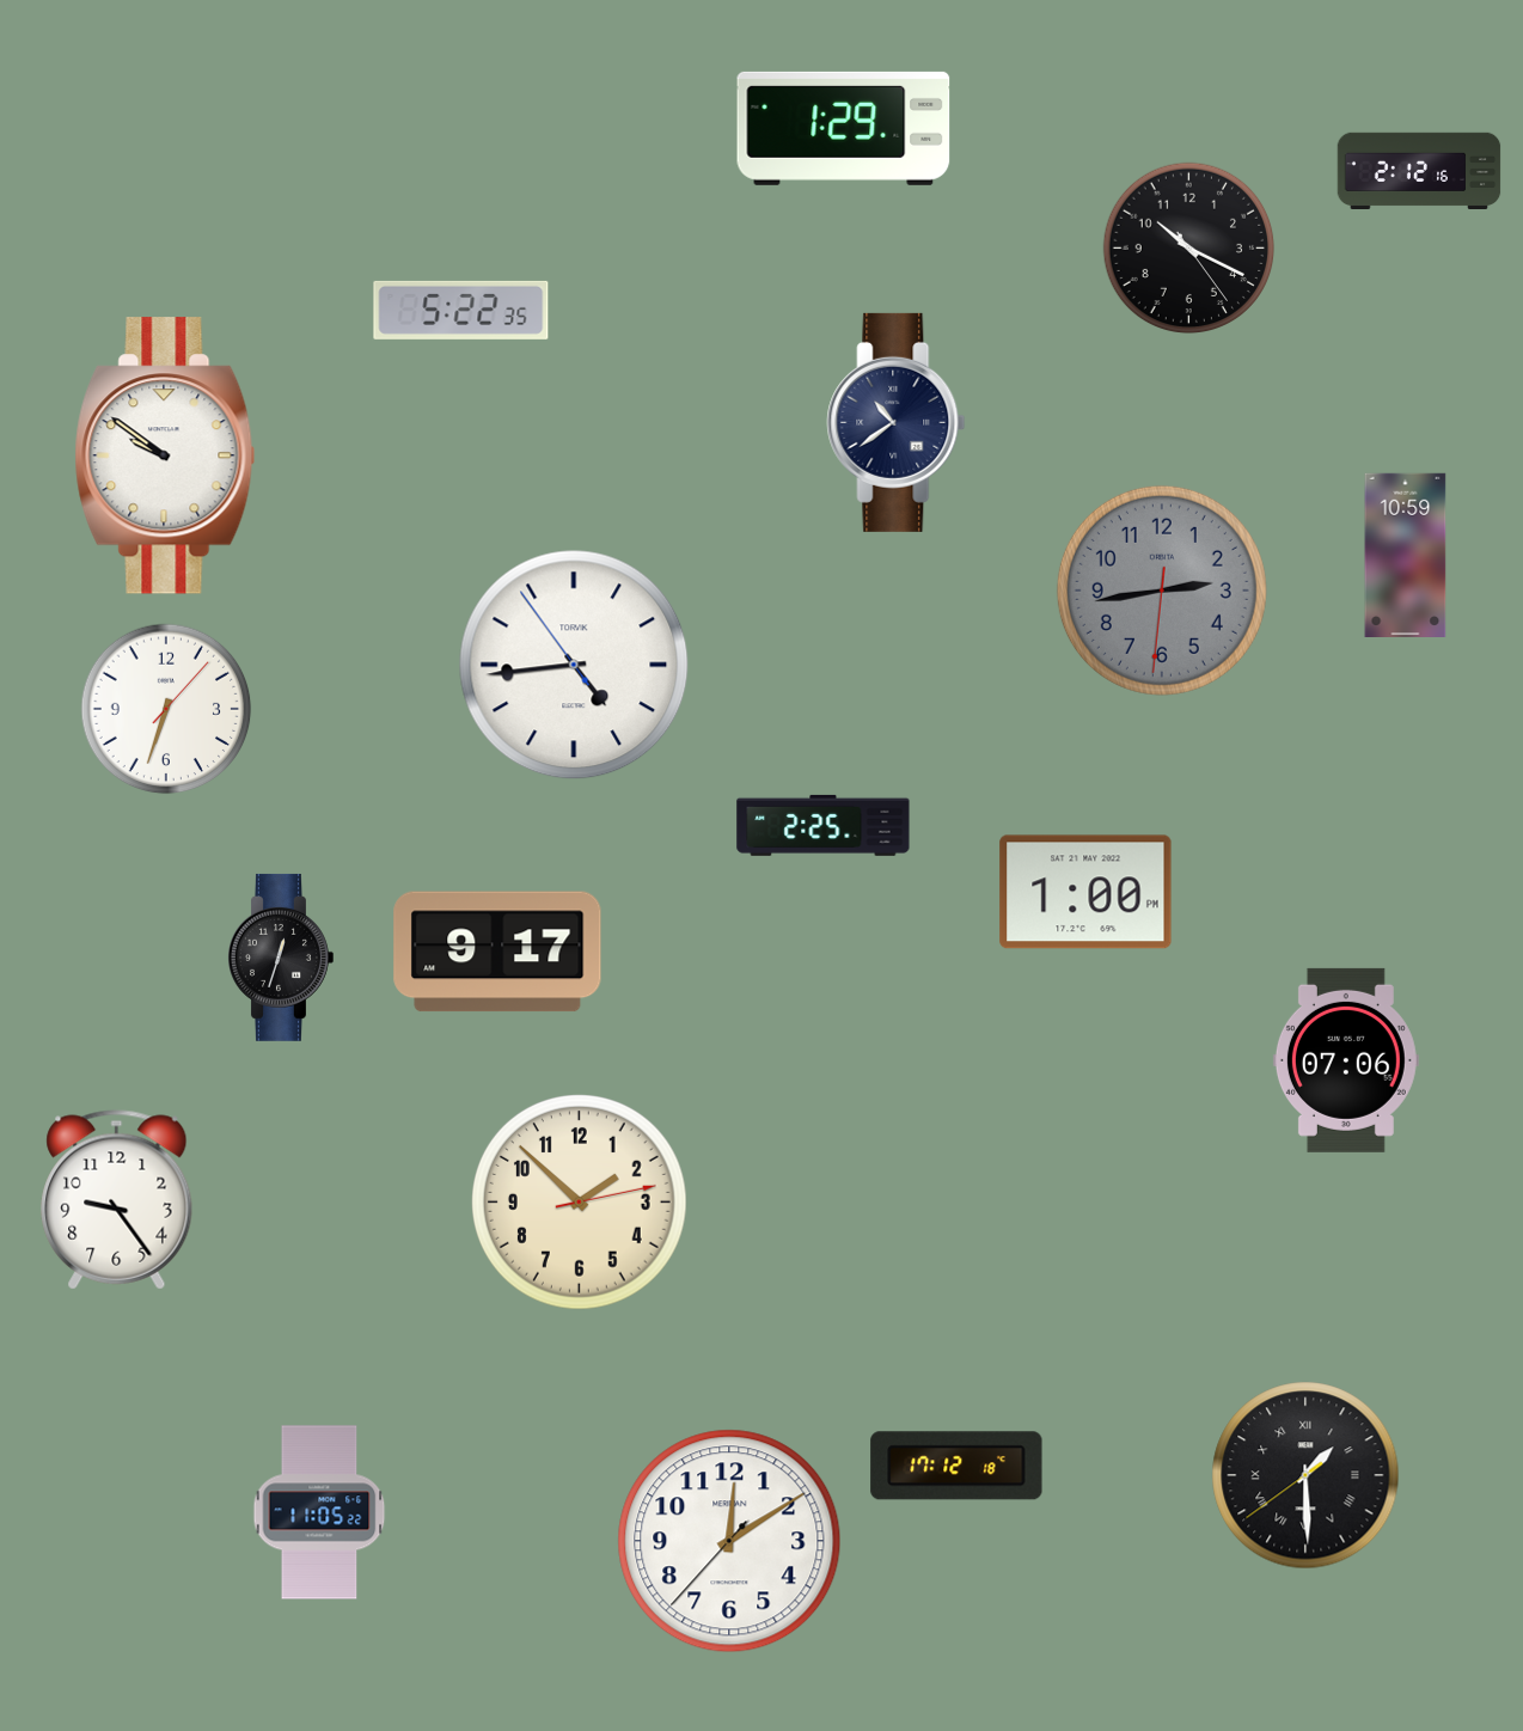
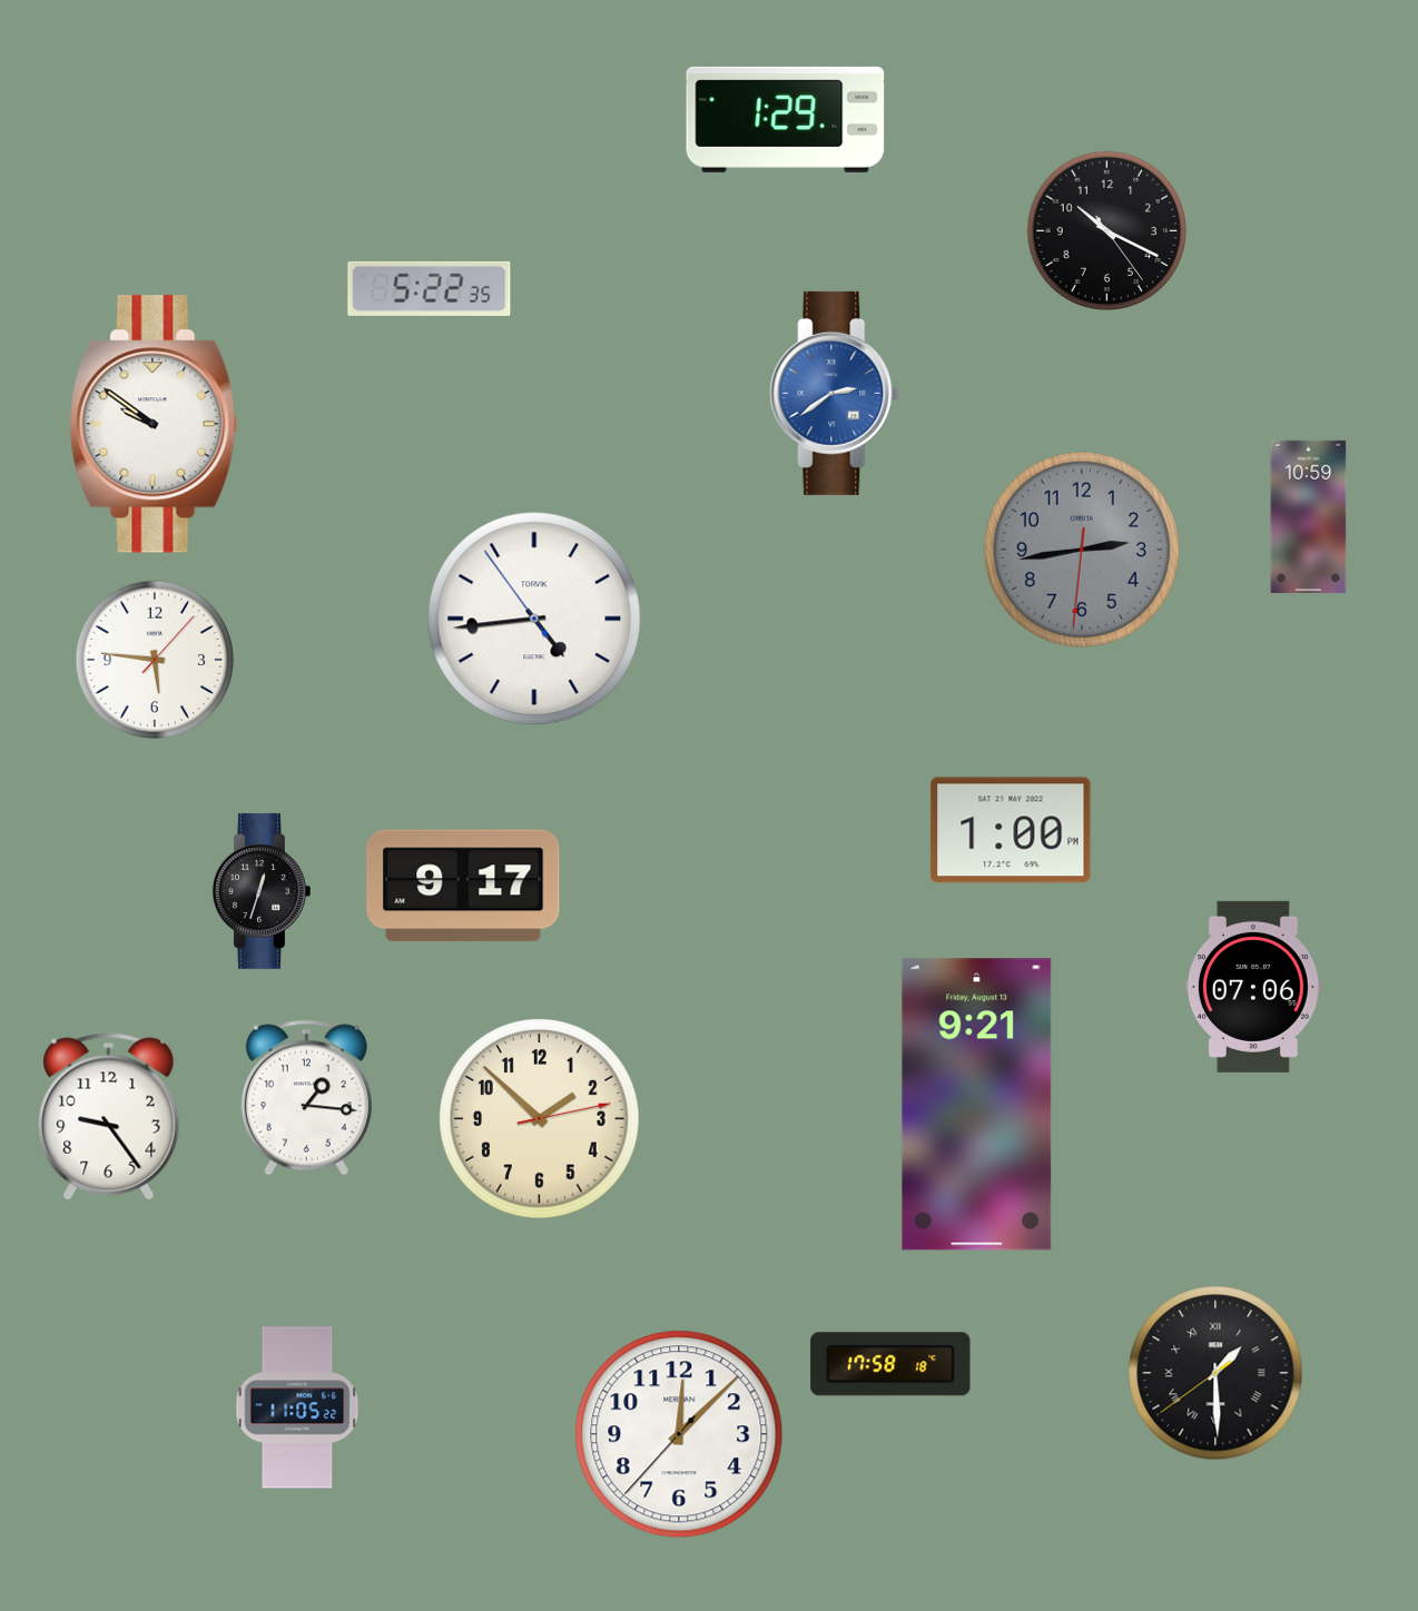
clock at (1419, 170): 2:12 -> none
clock at (897, 422): 10:39 -> 2:39
clock at (897, 422) dial: navy -> blue
clock at (166, 709): 6:33 -> 5:46
clock at (824, 825): 2:25 -> none
clock at (306, 1098): none -> 1:16
clock at (977, 1105): none -> 9:21
clock at (956, 1466): 17:12 -> 17:58
clock at (729, 1541): 12:09 -> 12:07
